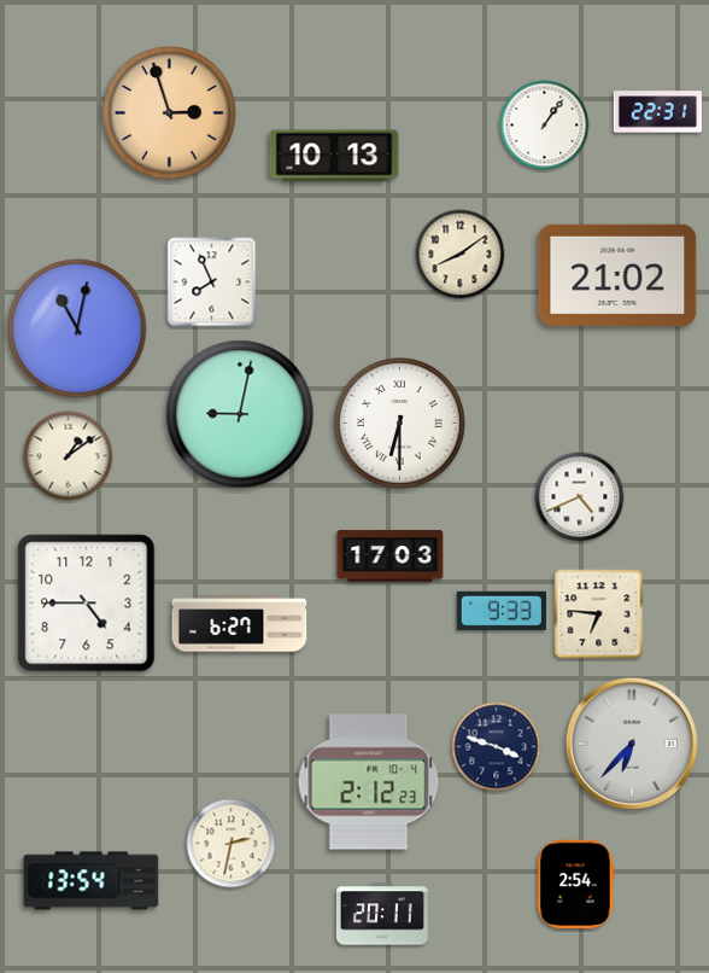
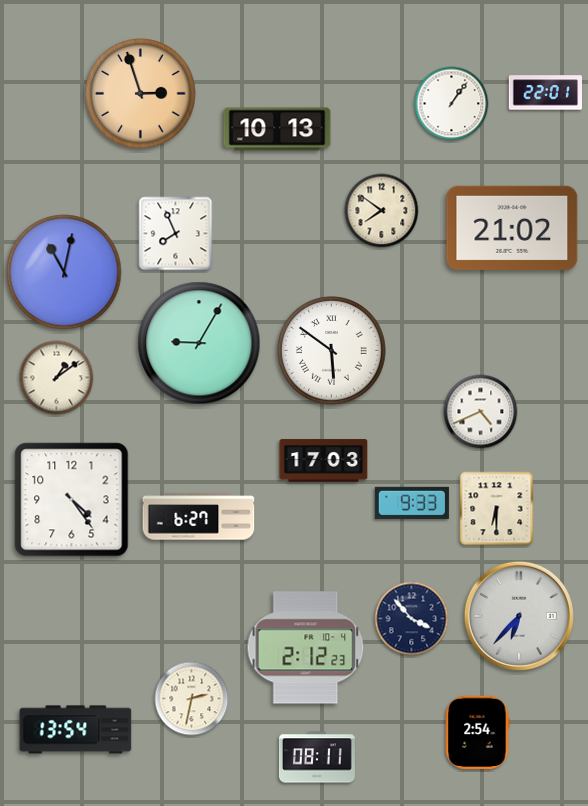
clock at (657, 112): 22:31 -> 22:01
clock at (461, 255): 8:09 -> 7:51
clock at (240, 414): 9:02 -> 9:05
clock at (400, 424): 6:30 -> 5:51
clock at (87, 604): 4:45 -> 4:24
clock at (502, 611) position: (502, 611) -> (412, 503)
clock at (599, 614): 6:46 -> 6:30
clock at (632, 744) position: (632, 744) -> (519, 616)
clock at (497, 747): 3:48 -> 3:53
clock at (382, 914): 20:11 -> 08:11
